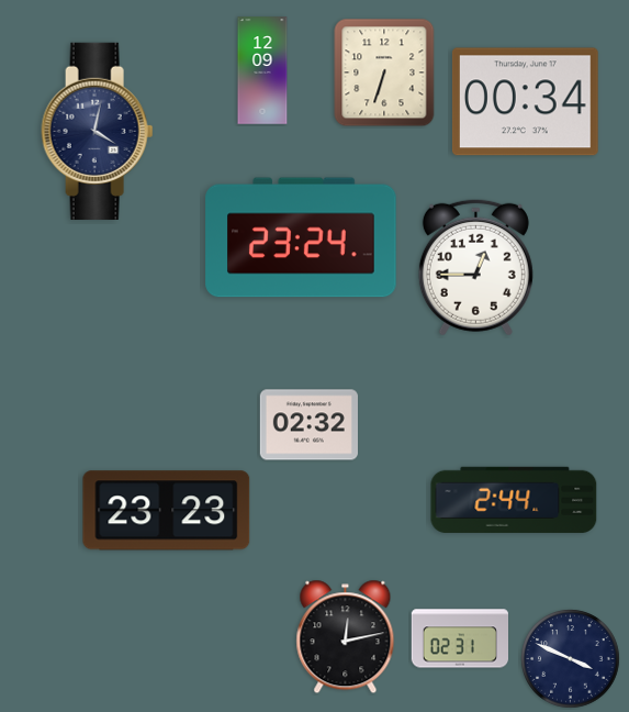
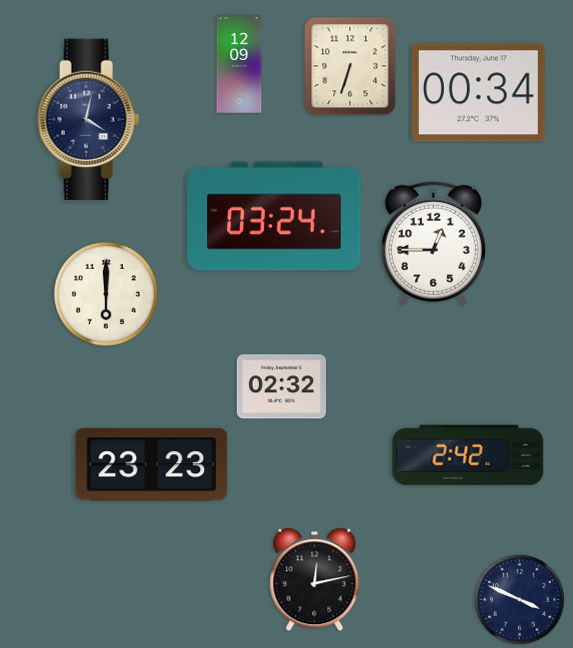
clock at (301, 237): 23:24 -> 03:24
clock at (106, 294): none -> 6:00
clock at (514, 500): 2:44 -> 2:42
clock at (459, 638): 02:31 -> none
